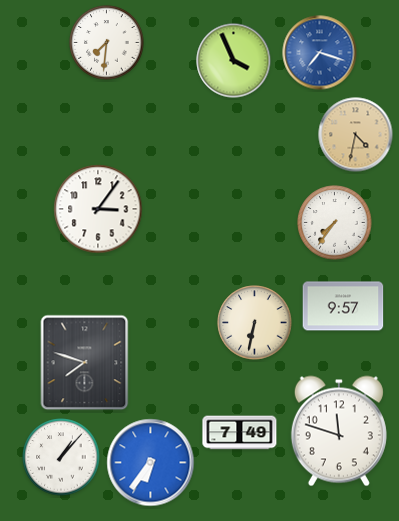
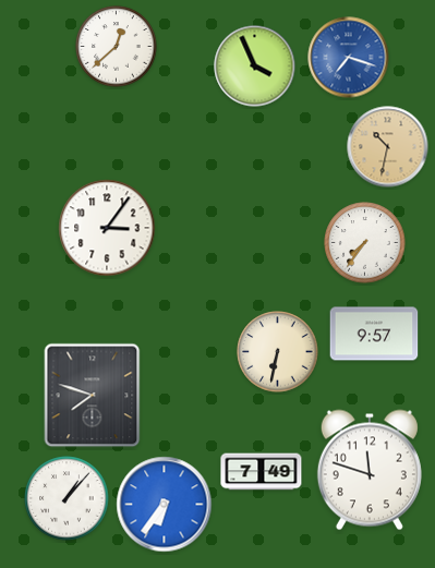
clock at (107, 43): 7:31 -> 12:38
clock at (356, 135): 4:32 -> 10:32
